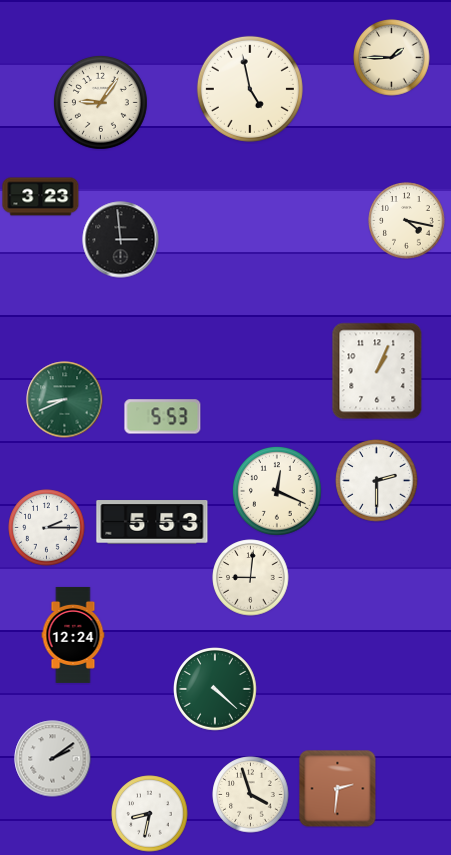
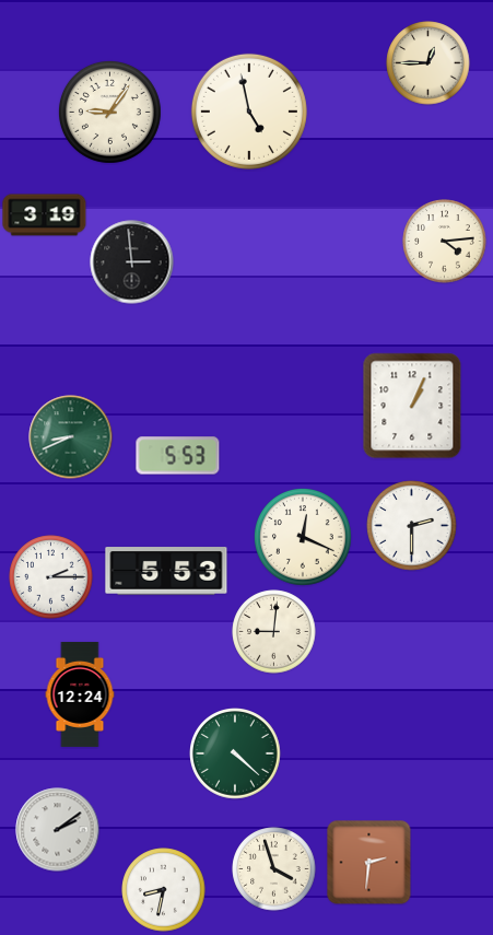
clock at (392, 58): 1:45 -> 12:45
clock at (250, 89) position: (250, 89) -> (249, 112)
clock at (41, 197): 3:23 -> 3:19
clock at (407, 221): 4:17 -> 4:14
